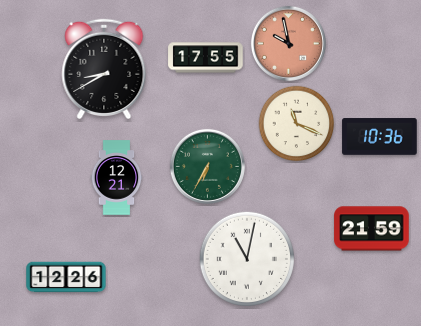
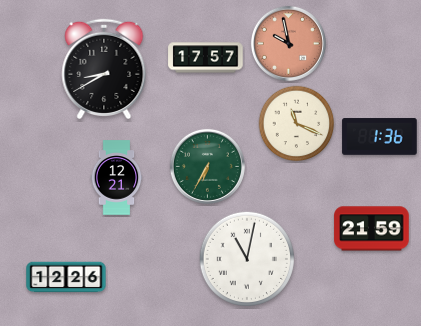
clock at (206, 58): 17:55 -> 17:57
clock at (380, 137): 10:36 -> 1:36
